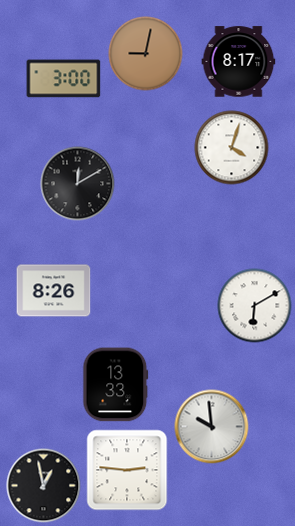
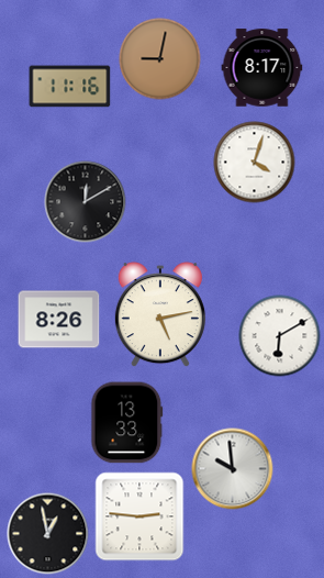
clock at (64, 79): 3:00 -> 11:16
clock at (160, 315): none -> 5:13
